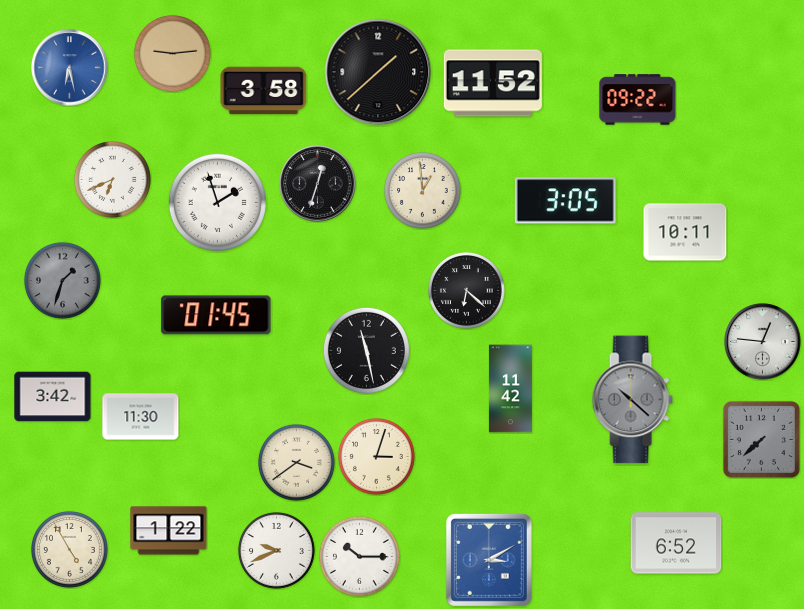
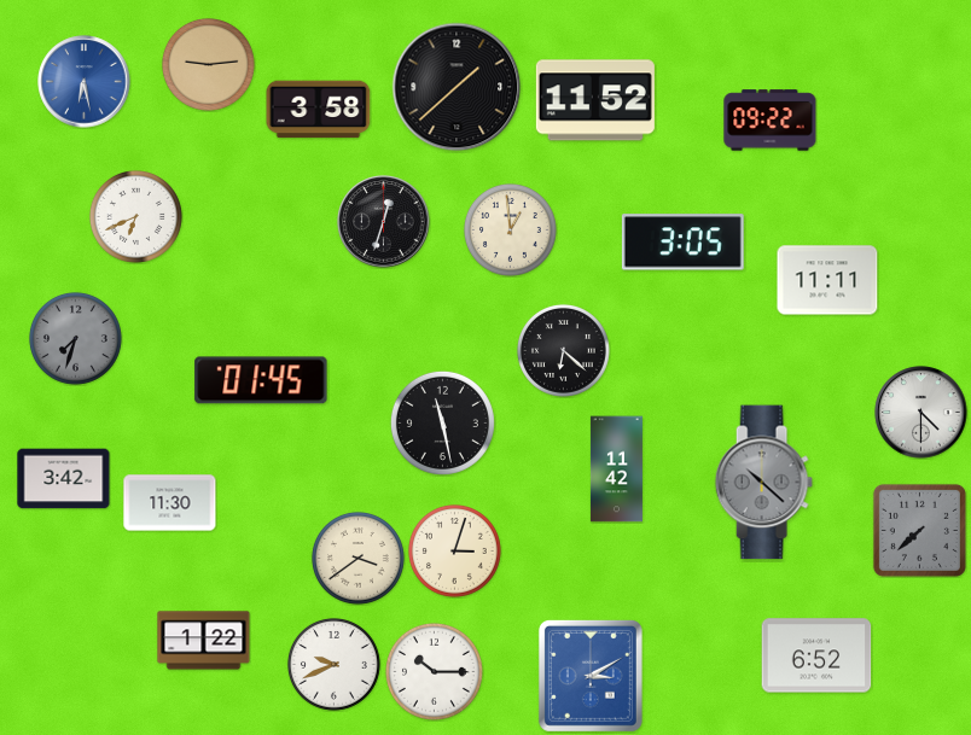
clock at (217, 202): 1:57 -> none
clock at (685, 232): 10:11 -> 11:11
clock at (62, 280): 1:33 -> 7:33
clock at (763, 342): 12:46 -> 4:30
clock at (69, 549): 4:55 -> none
